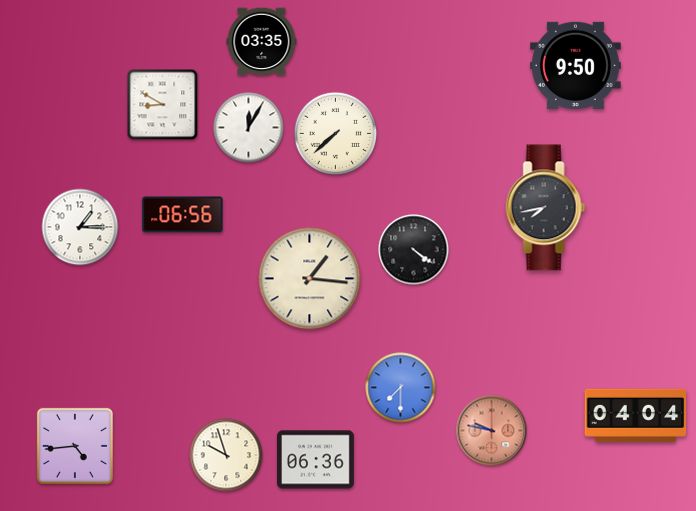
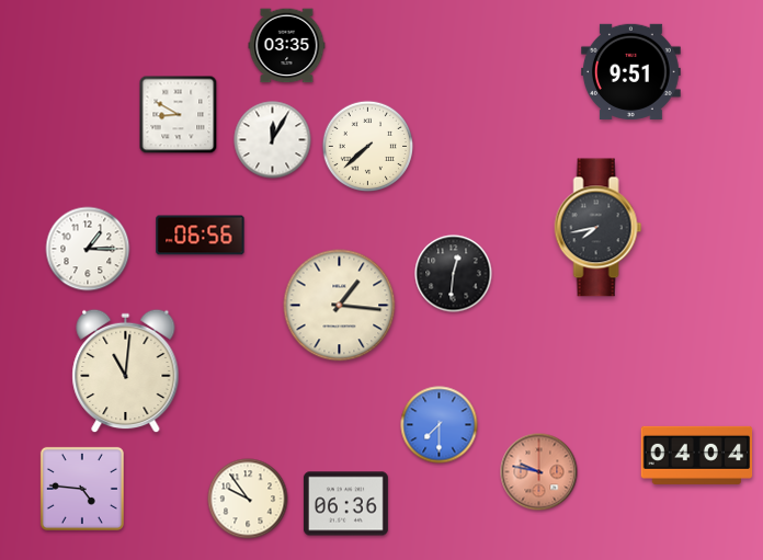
clock at (575, 65): 9:50 -> 9:51
clock at (414, 250): 4:21 -> 12:31
clock at (126, 372): none -> 11:01
clock at (75, 446): 4:44 -> 4:46
clock at (226, 455): 9:57 -> 9:54
